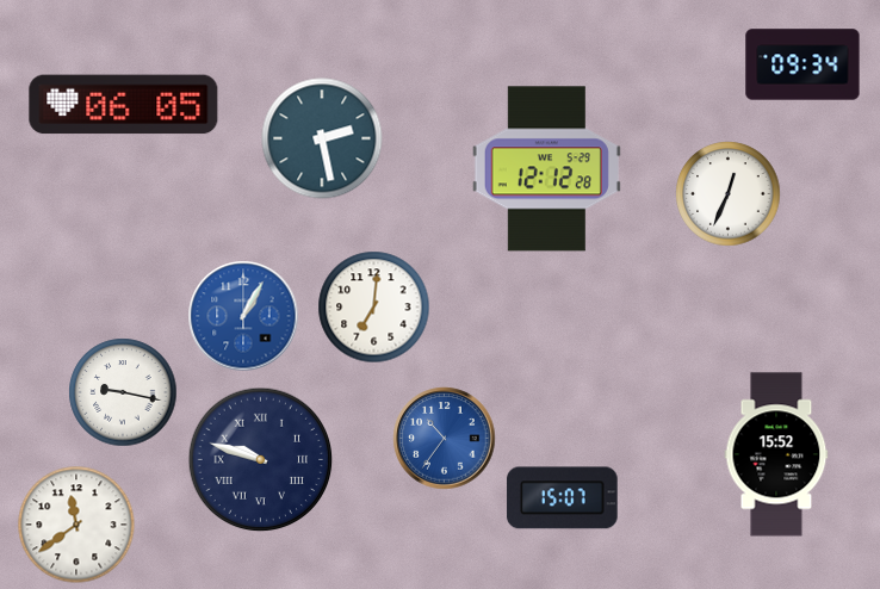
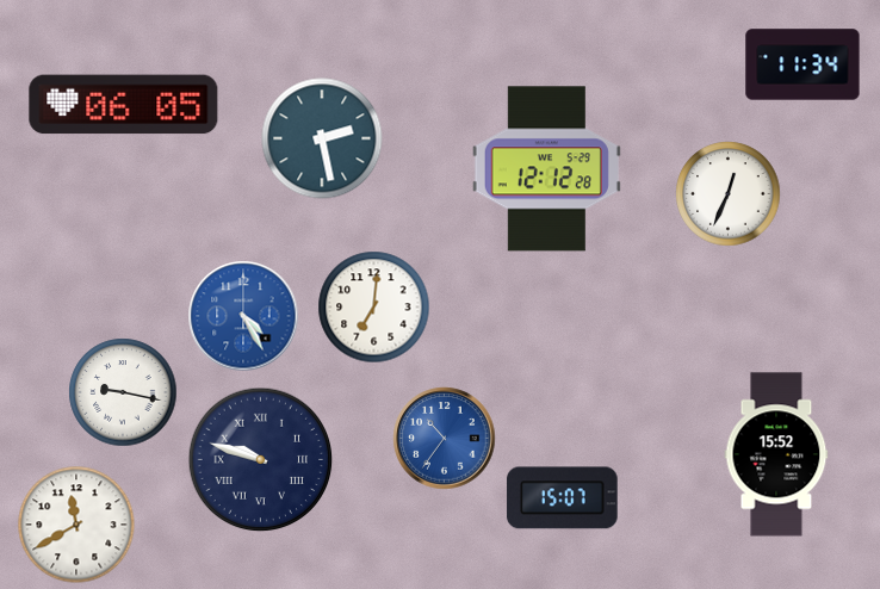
clock at (802, 64): 09:34 -> 11:34
clock at (243, 316): 1:05 -> 4:25
clock at (76, 525): 11:39 -> 11:40
